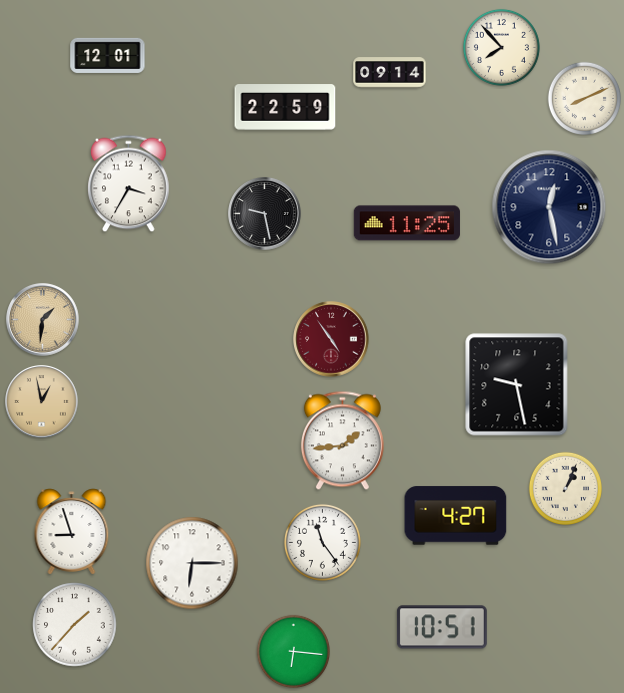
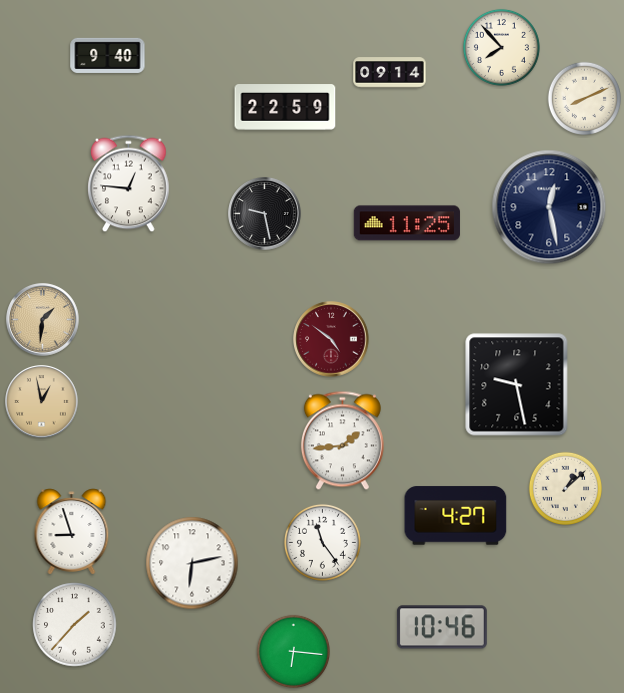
clock at (108, 55): 12:01 -> 9:40
clock at (129, 184): 3:35 -> 12:46
clock at (331, 339): 4:54 -> 4:51
clock at (565, 488): 1:04 -> 1:08
clock at (192, 563): 6:15 -> 6:13
clock at (442, 627): 10:51 -> 10:46
